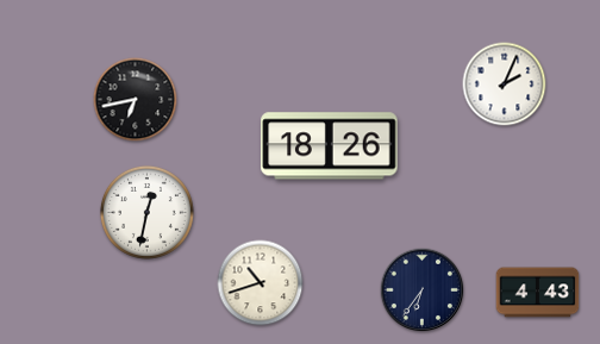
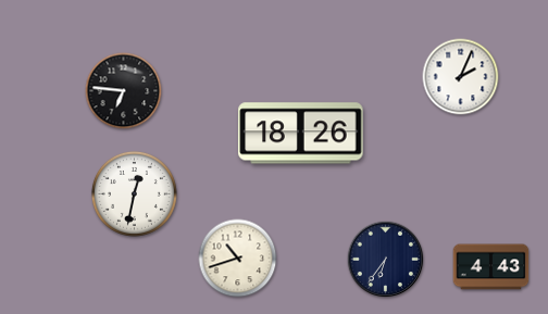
clock at (136, 100): 6:43 -> 6:46
clock at (423, 290) position: (423, 290) -> (386, 260)
